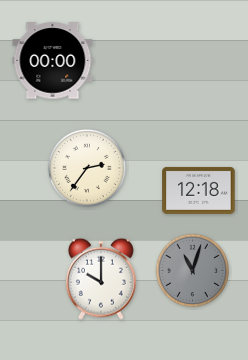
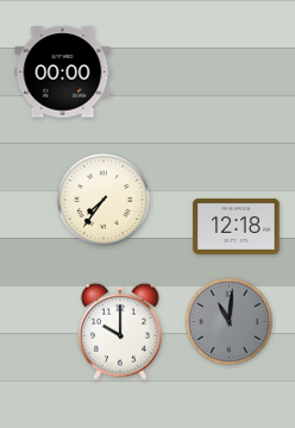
clock at (87, 168): 2:36 -> 7:36
clock at (192, 270): 11:03 -> 11:01
